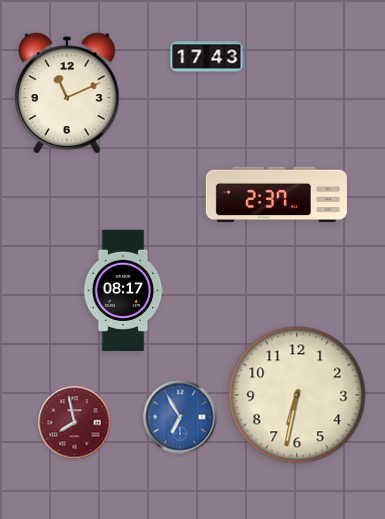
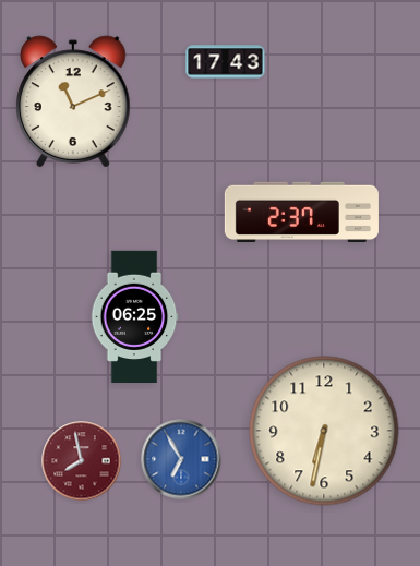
clock at (123, 290): 08:17 -> 06:25
clock at (180, 417) position: (180, 417) -> (181, 459)
